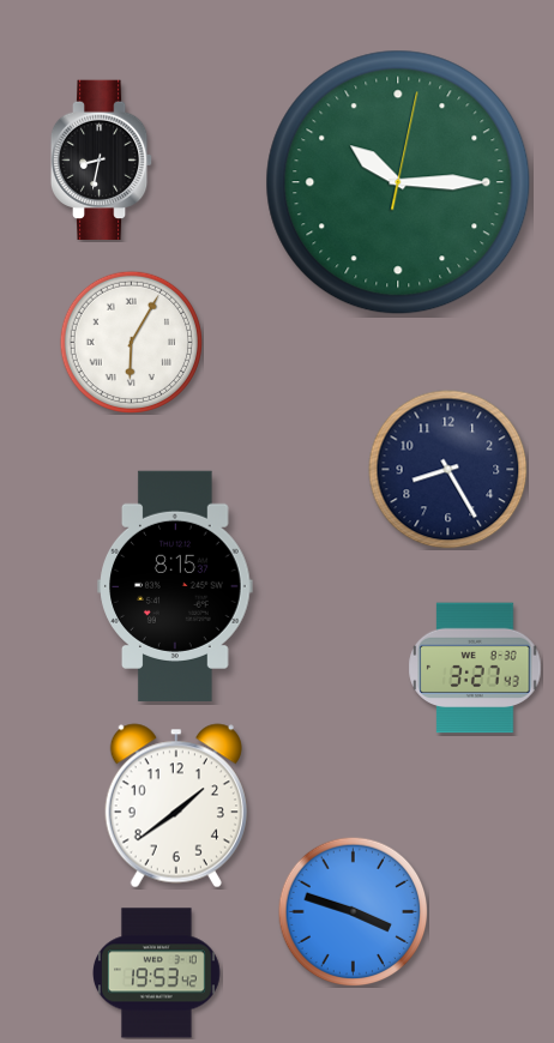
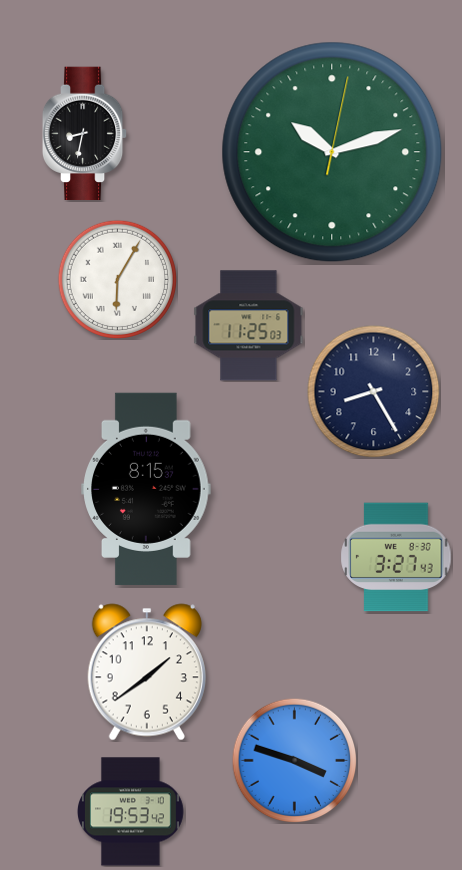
clock at (398, 182): 10:15 -> 10:12
clock at (131, 342) position: (131, 342) -> (117, 279)
clock at (249, 326): none -> 11:25
